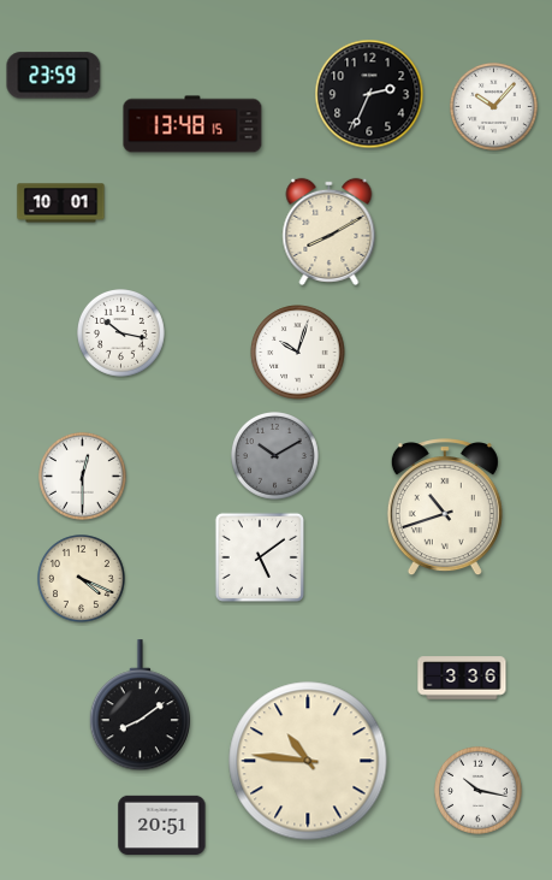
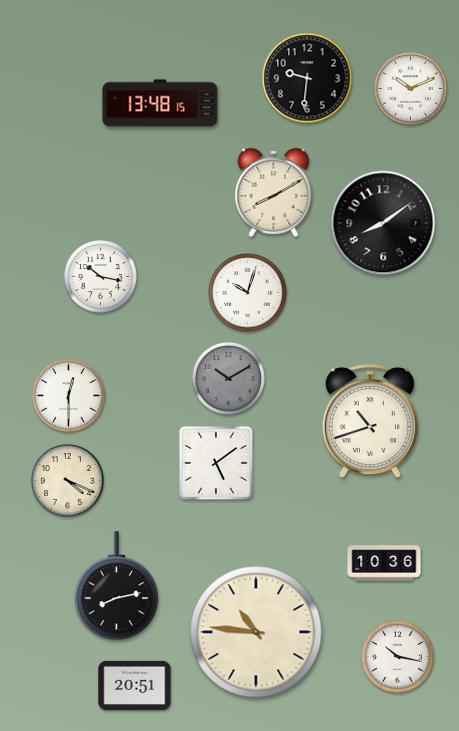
clock at (54, 76): 23:59 -> none
clock at (369, 94): 2:34 -> 9:31
clock at (494, 107): 10:07 -> 10:11
clock at (61, 203): 10:01 -> none
clock at (383, 223): none -> 8:09
clock at (462, 678): 3:36 -> 10:36
clock at (140, 705): 8:09 -> 8:13
